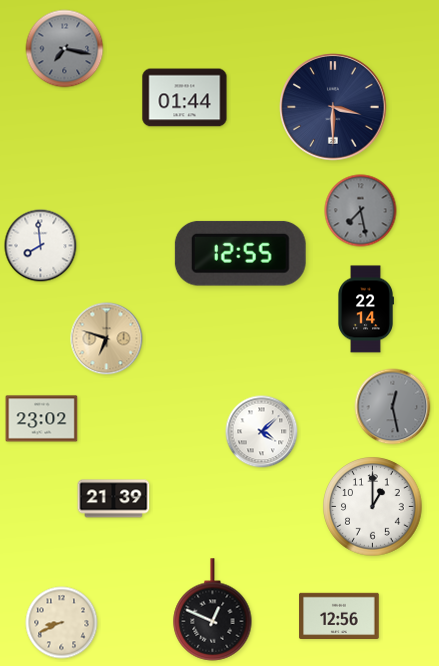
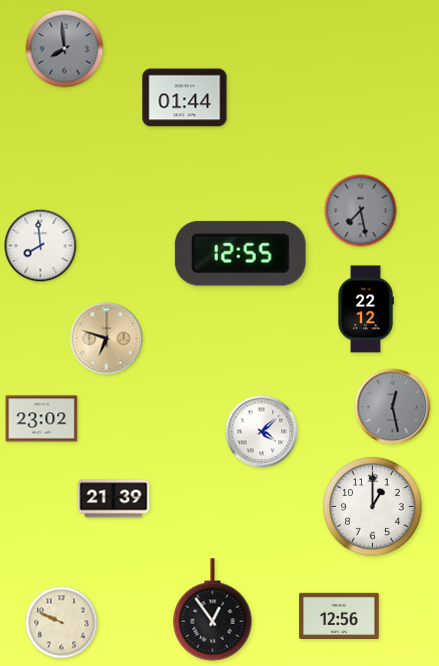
clock at (65, 49): 7:17 -> 7:59
clock at (333, 107): 3:30 -> none
clock at (366, 309): 22:14 -> 22:12
clock at (213, 610): 12:49 -> 12:54
clock at (62, 623): 8:41 -> 9:49
